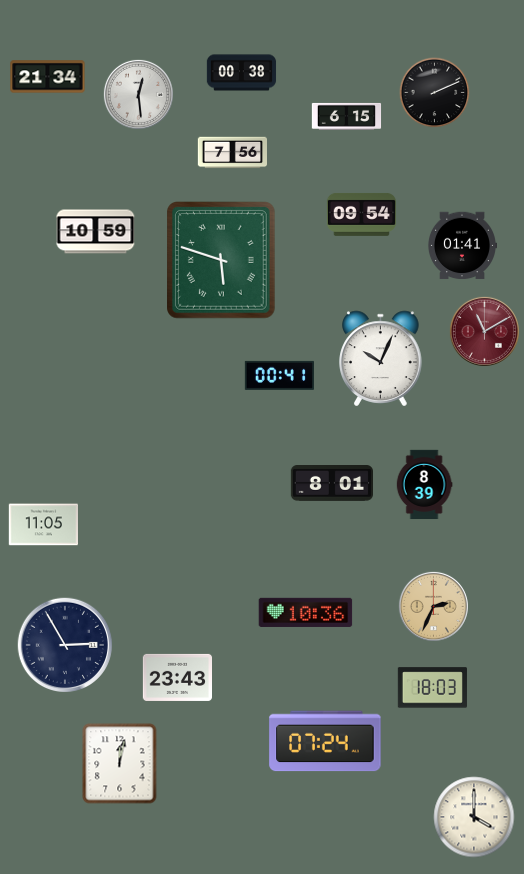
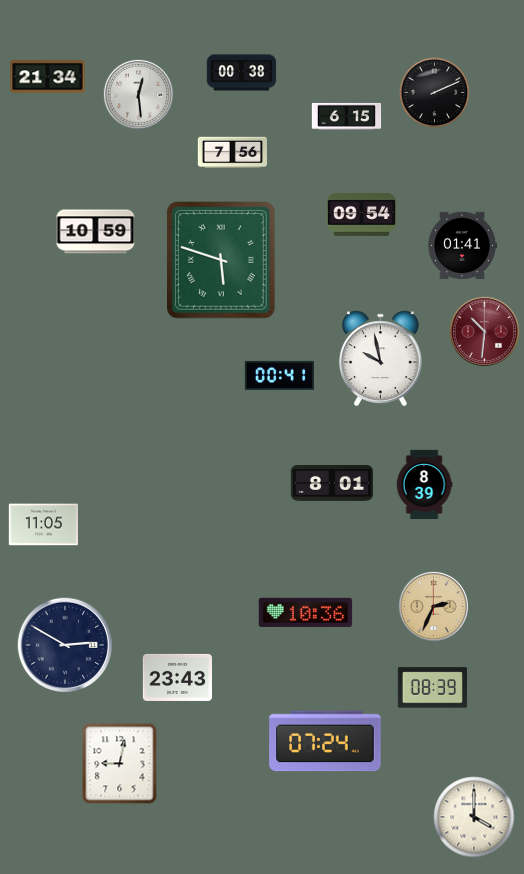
clock at (484, 331): 11:10 -> 10:31
clock at (381, 359): 10:04 -> 9:58
clock at (64, 644): 2:55 -> 2:50
clock at (432, 688): 18:03 -> 08:39
clock at (120, 764): 12:02 -> 9:02
